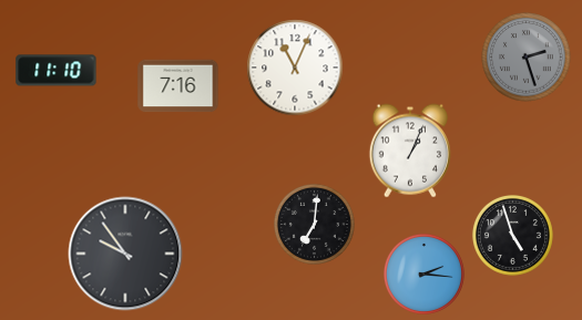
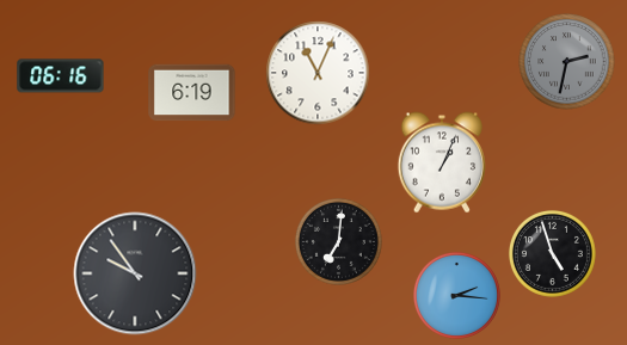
clock at (527, 58): 2:27 -> 2:32
clock at (57, 71): 11:10 -> 06:16
clock at (178, 86): 7:16 -> 6:19
